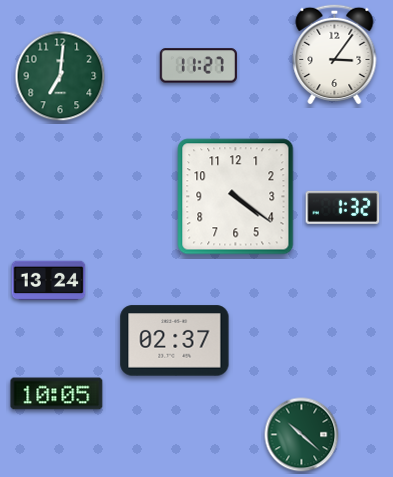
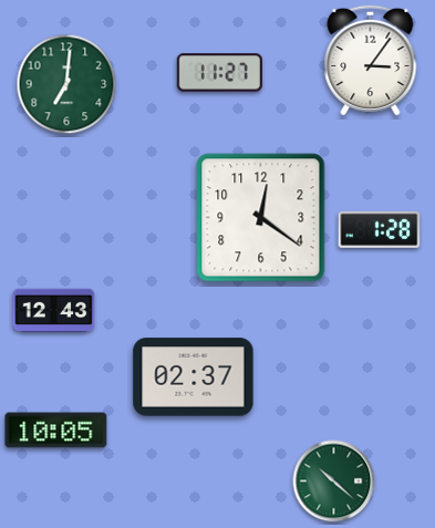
clock at (236, 197): 4:21 -> 12:21
clock at (343, 207): 1:32 -> 1:28
clock at (49, 281): 13:24 -> 12:43
clock at (57, 394) position: (57, 394) -> (56, 431)
